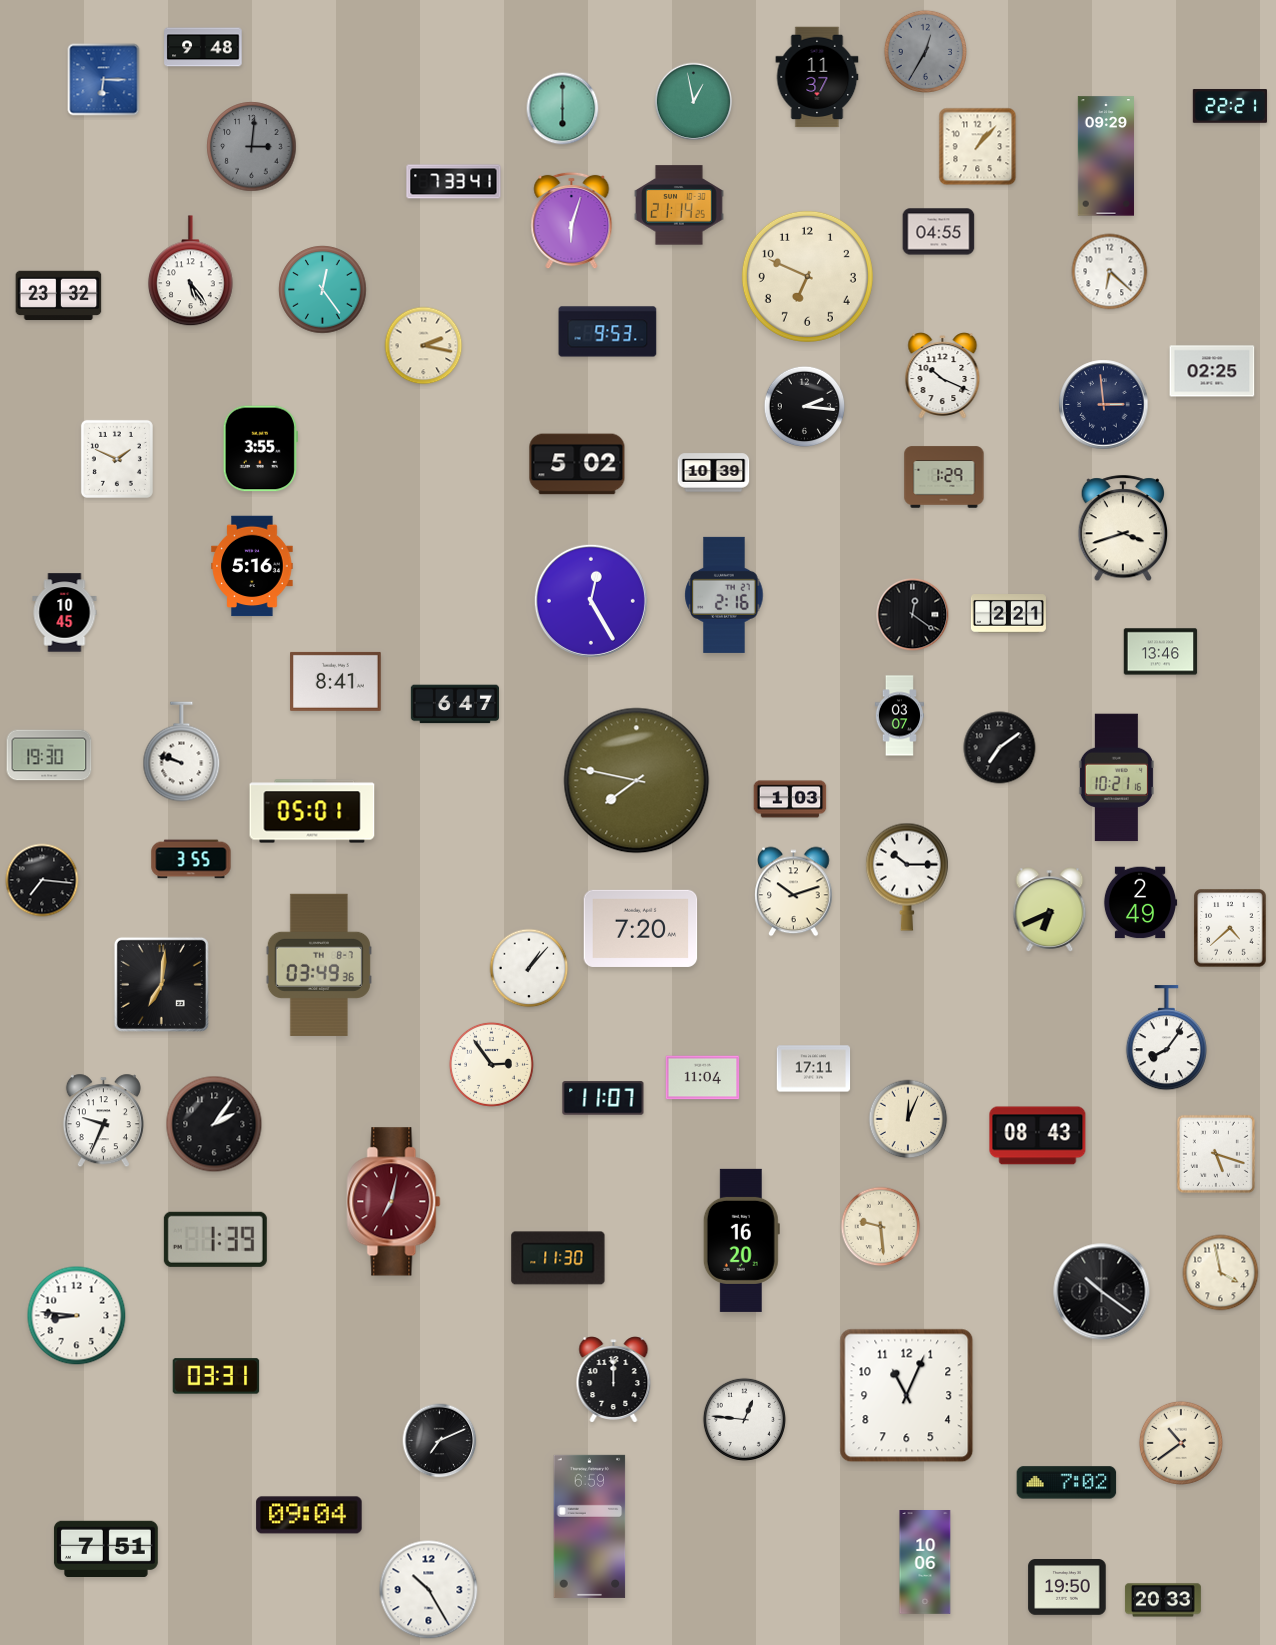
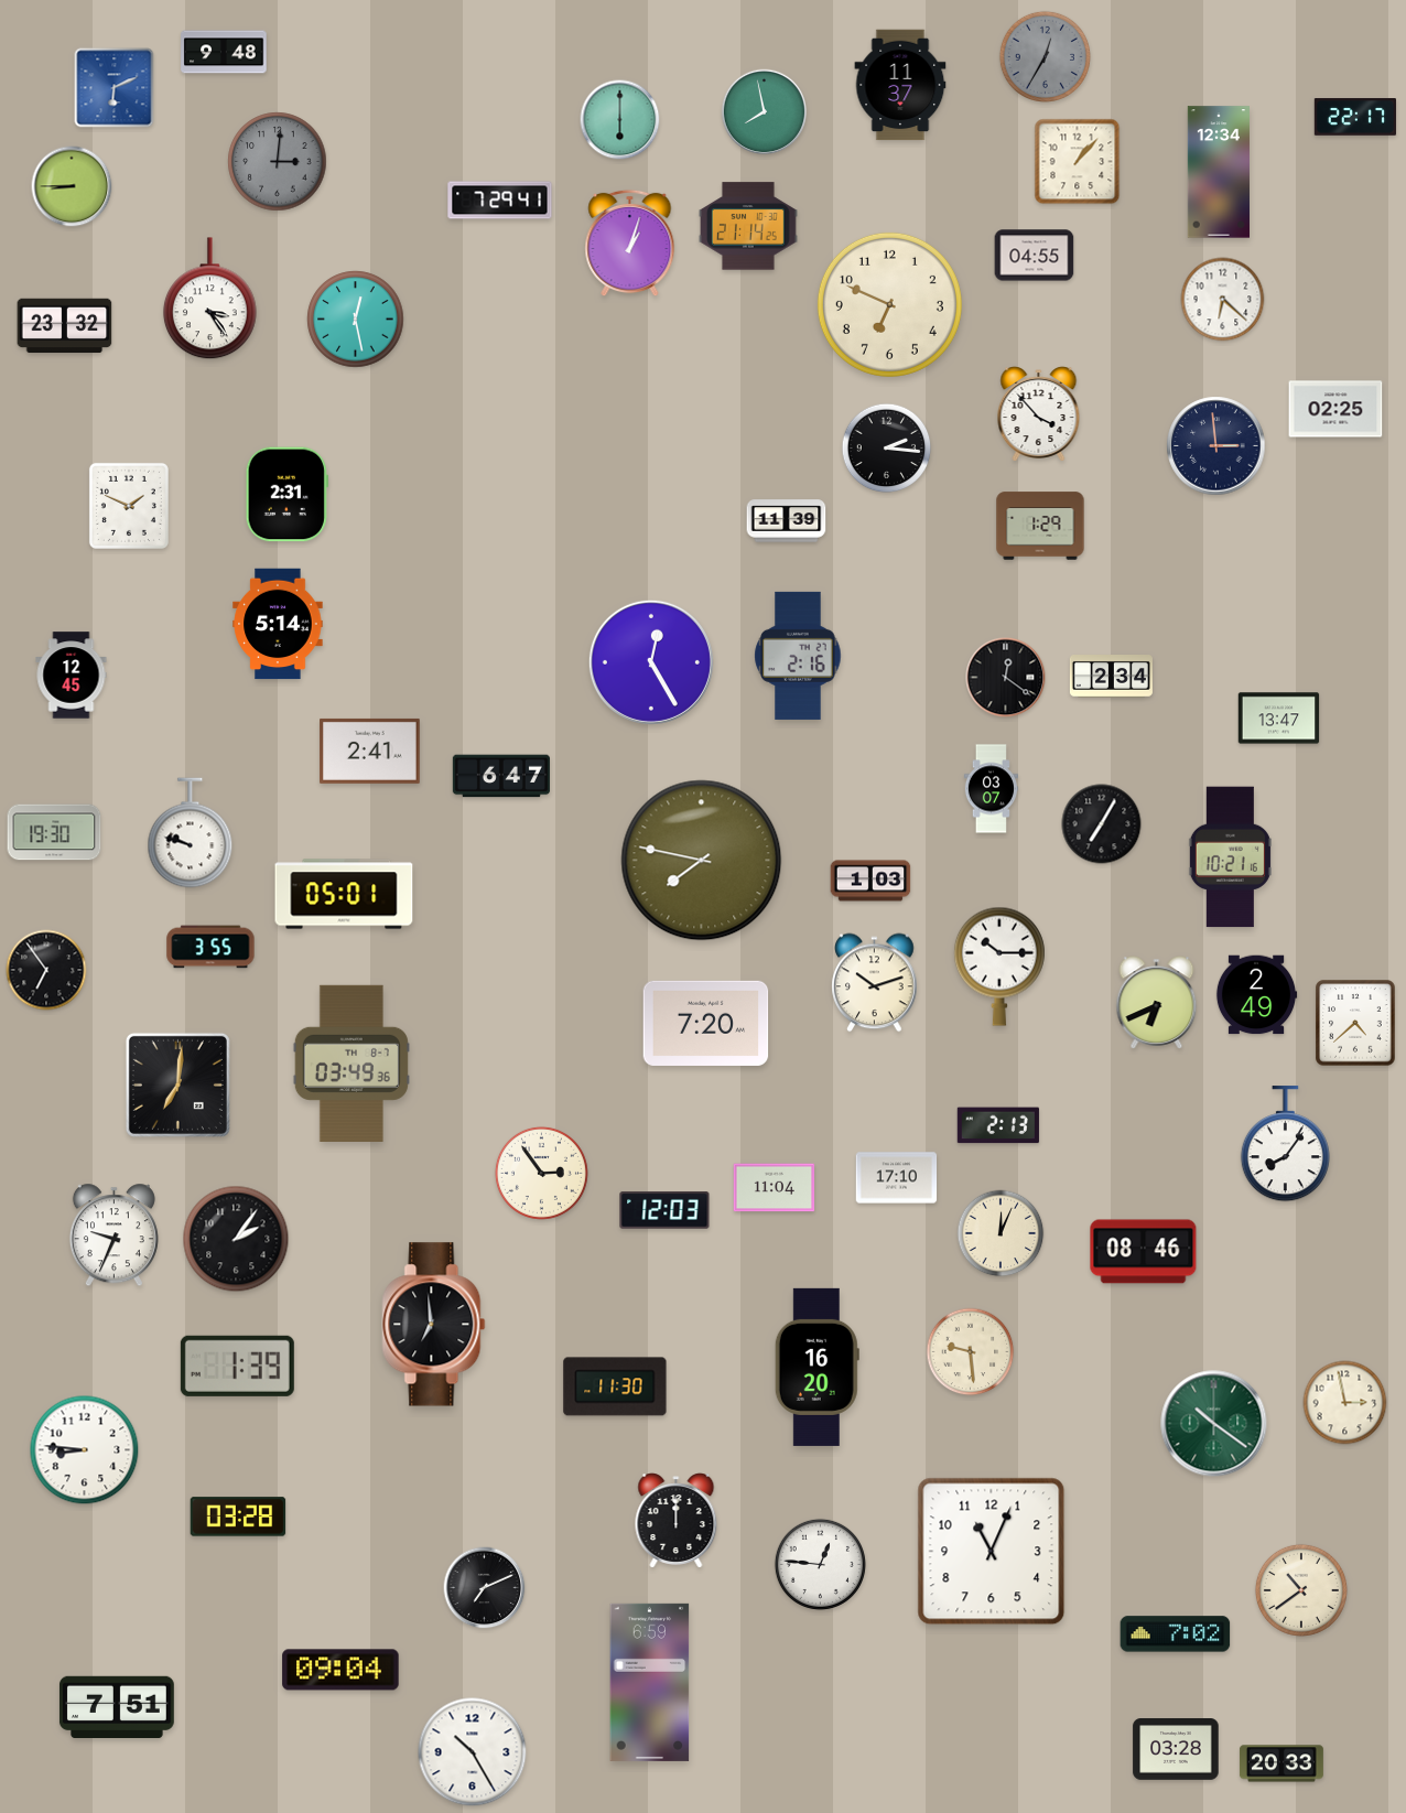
clock at (925, 51) position: (925, 51) -> (1045, 56)
clock at (104, 80): 6:15 -> 6:11
clock at (694, 102): 12:58 -> 7:58
clock at (1230, 106): 22:21 -> 22:17
clock at (1105, 156): 09:29 -> 12:34
clock at (72, 186): none -> 8:45
clock at (454, 182): 7:33 -> 7:29
clock at (572, 221): 6:03 -> 1:03
clock at (190, 271): 5:24 -> 3:24
clock at (323, 290): 12:24 -> 12:28
clock at (608, 332): 9:53 -> none
clock at (424, 346): 2:17 -> none
clock at (943, 376): 10:19 -> 3:53
clock at (260, 449): 3:55 -> 2:31
clock at (577, 464): 5:02 -> none
clock at (714, 473): 10:39 -> 11:39
clock at (1123, 529): 3:42 -> none
clock at (252, 566): 5:16 -> 5:14
clock at (65, 613): 10:45 -> 12:45
clock at (1008, 614): 2:21 -> 2:34
clock at (1161, 652): 13:46 -> 13:47
clock at (336, 681): 8:41 -> 2:41
clock at (1000, 748): 7:09 -> 7:05
clock at (182, 752) position: (182, 752) -> (191, 833)
clock at (42, 880): 7:16 -> 6:54
clock at (529, 968): 1:07 -> none
clock at (998, 1125): none -> 2:13
clock at (814, 1069): 17:11 -> 17:10
clock at (603, 1098): 11:07 -> 12:03
clock at (1038, 1136): 08:43 -> 08:46
clock at (1216, 1154): 5:18 -> none
clock at (394, 1202): 7:02 -> 6:59
clock at (394, 1202) dial: burgundy -> black
clock at (1221, 1273): 3:58 -> 2:58
clock at (1102, 1292) dial: black -> green
clock at (216, 1376): 03:31 -> 03:28
clock at (907, 1396) position: (907, 1396) -> (992, 1552)
clock at (925, 1563): 10:06 -> none
clock at (1067, 1588): 19:50 -> 03:28
